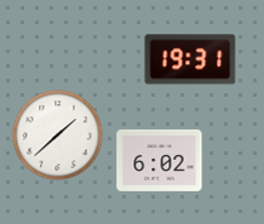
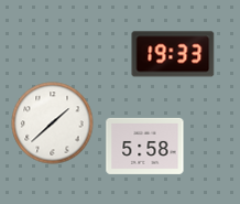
clock at (190, 59): 19:31 -> 19:33
clock at (160, 160): 6:02 -> 5:58
